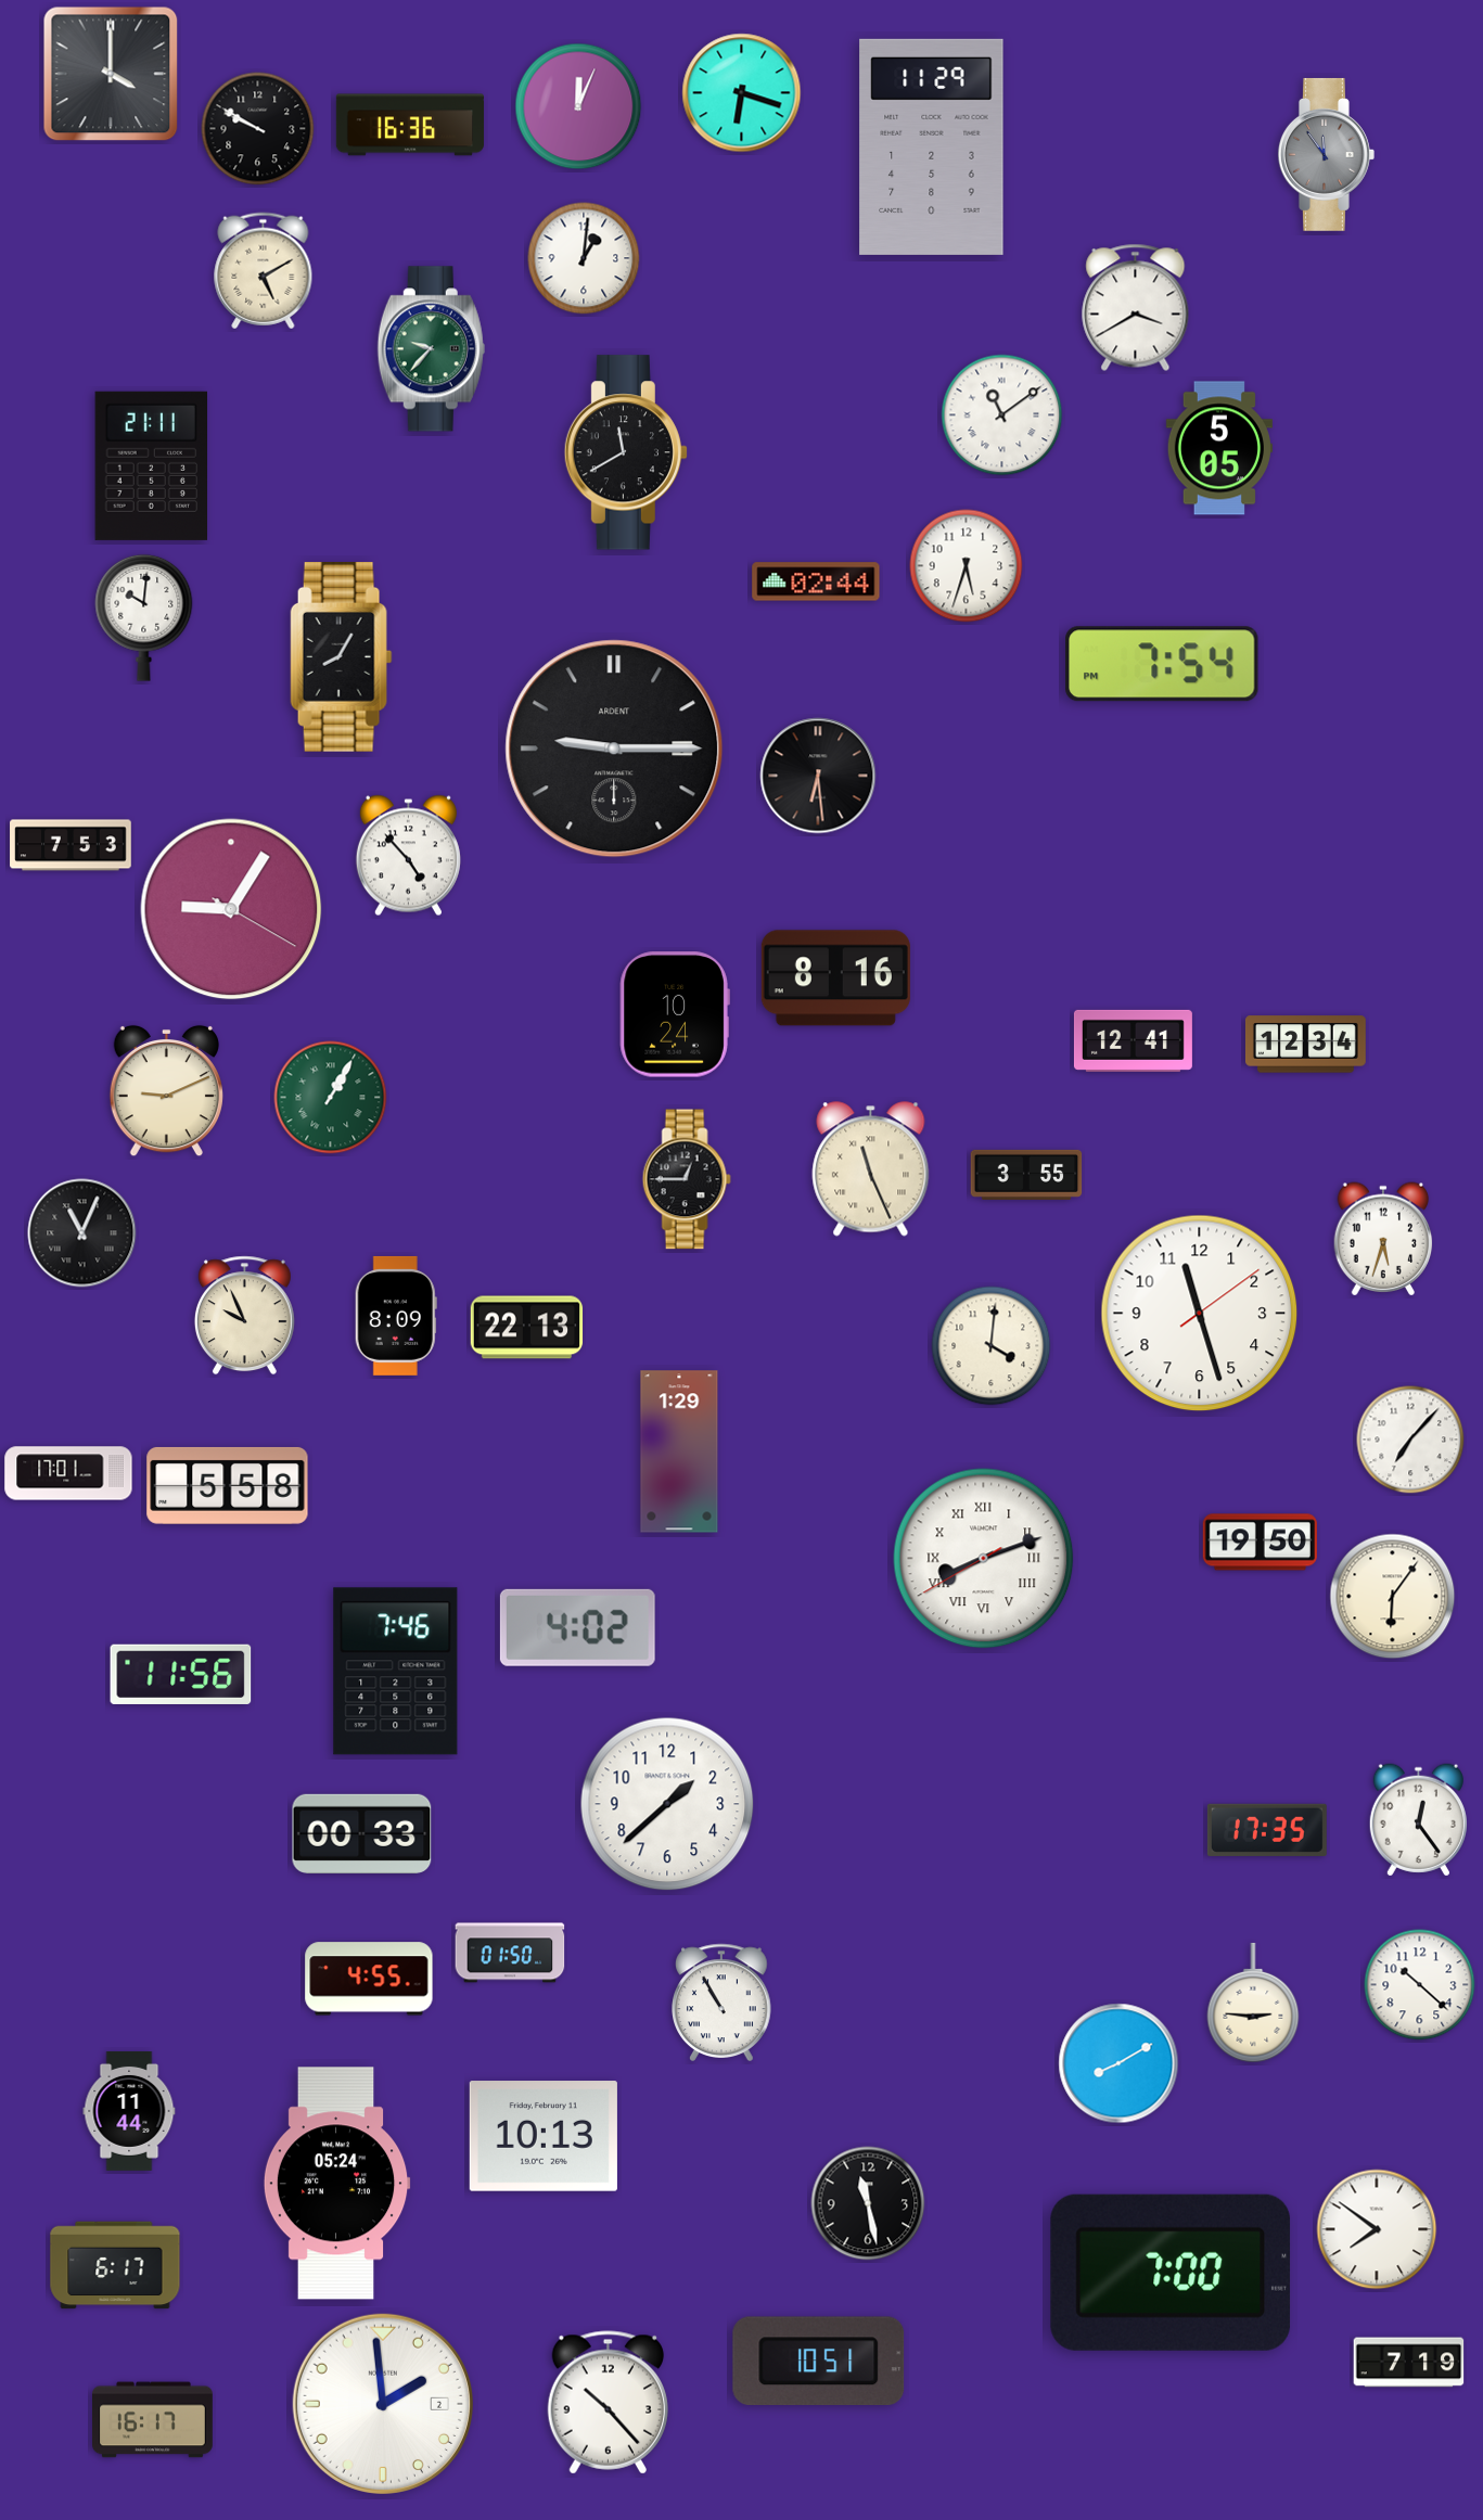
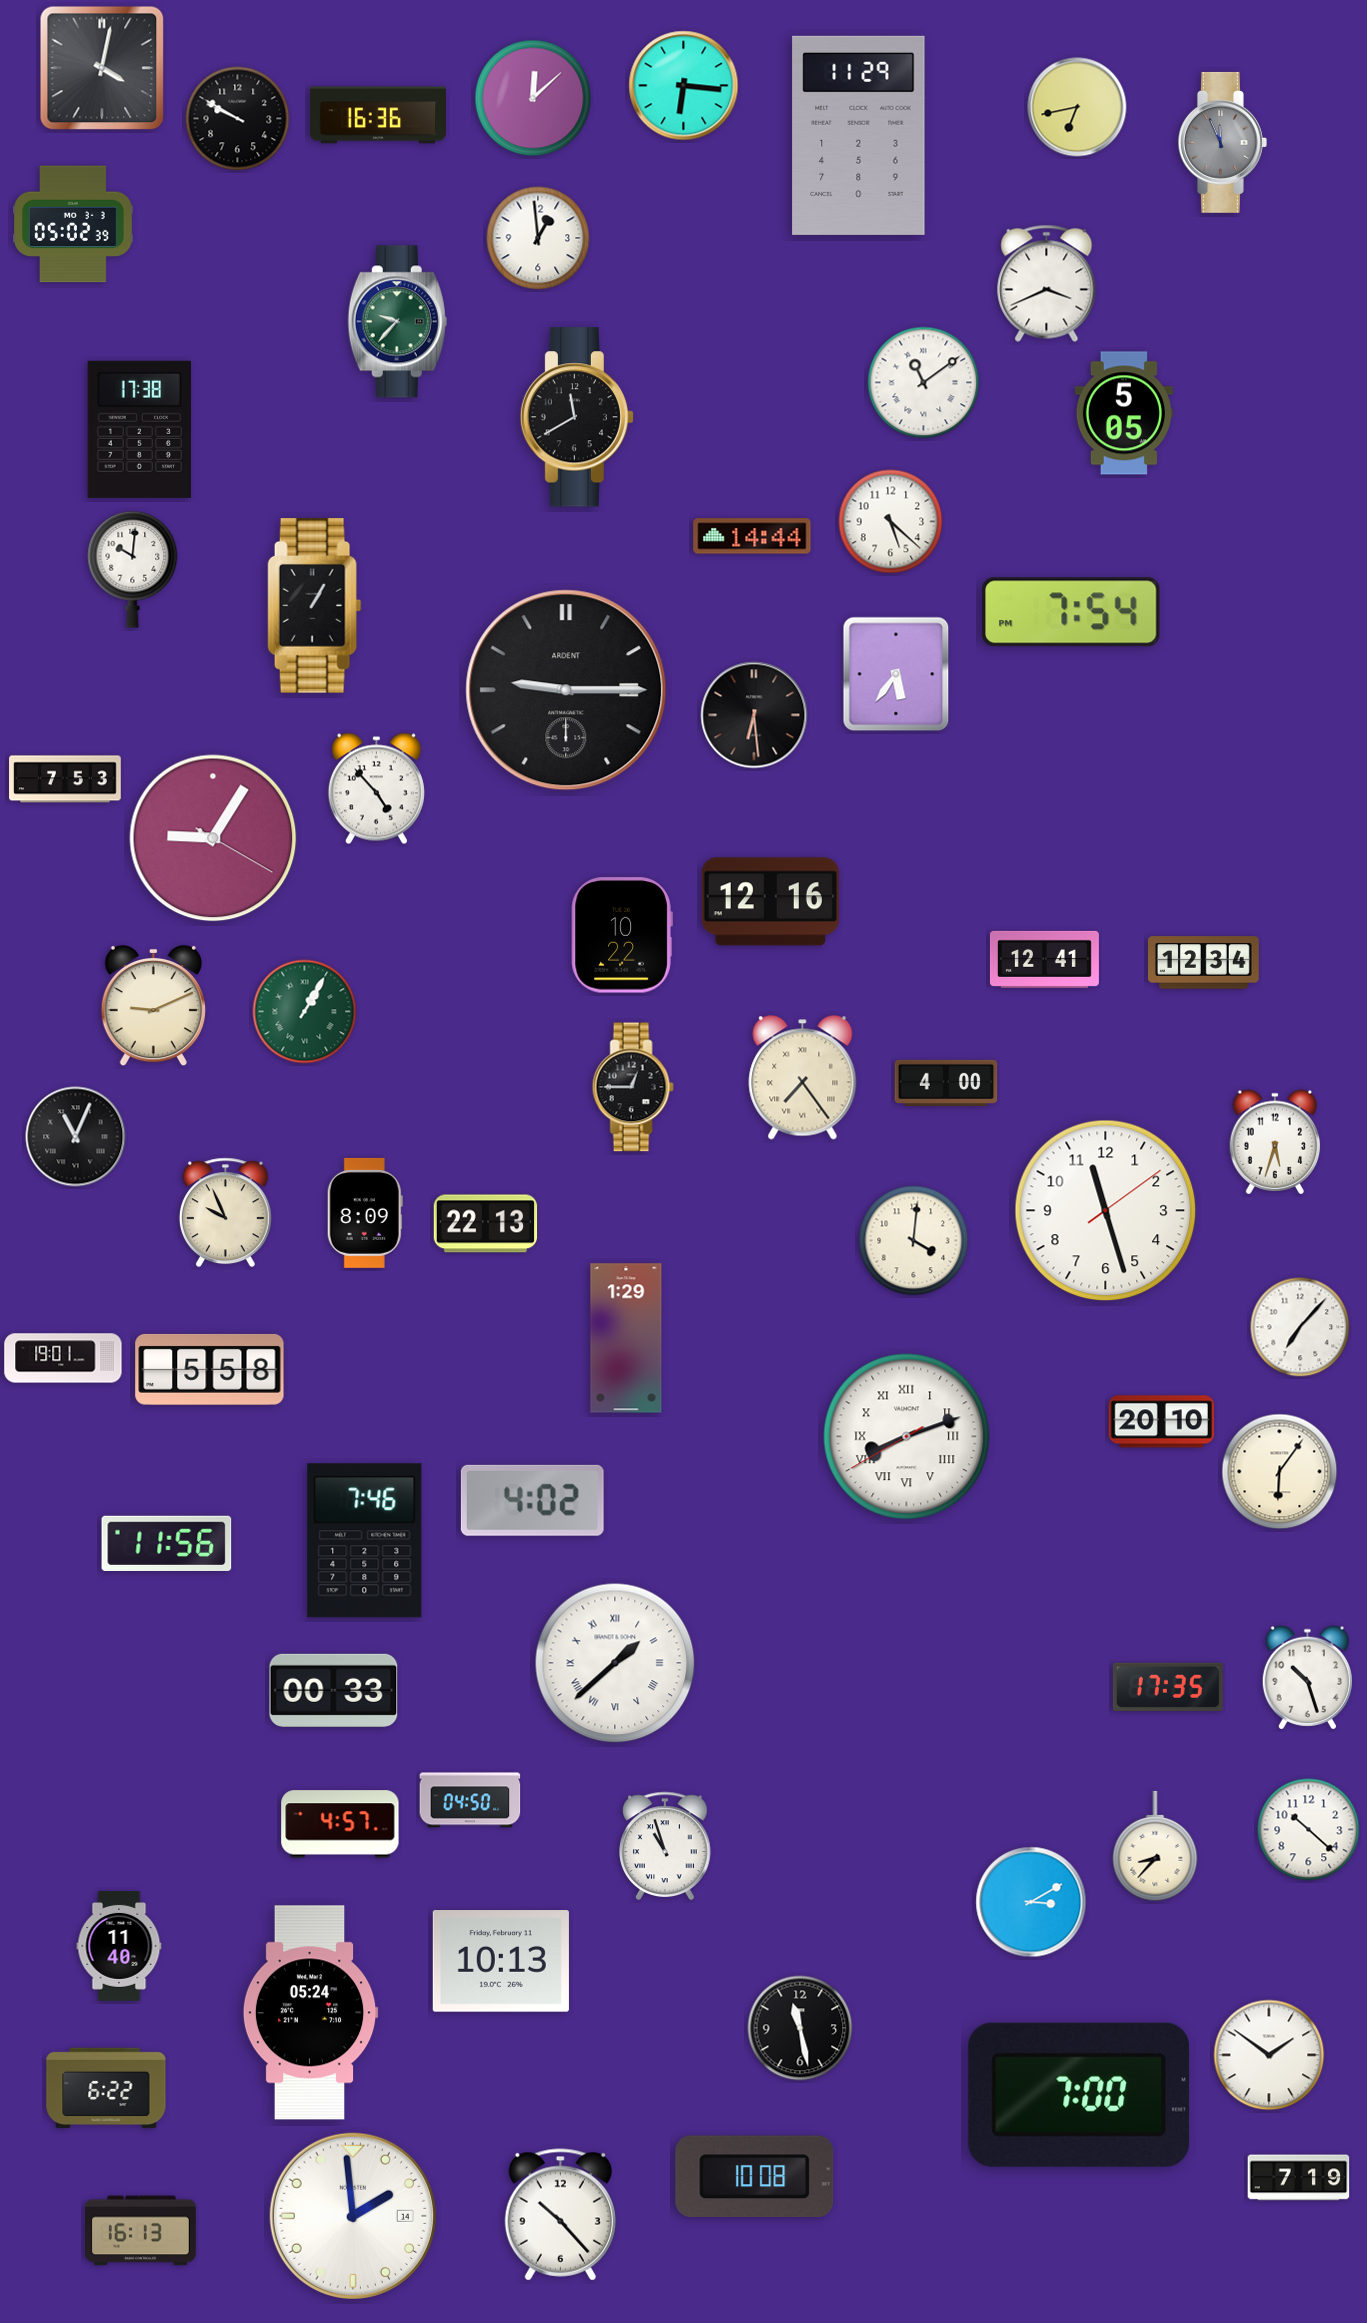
clock at (111, 74): 4:00 -> 4:02
clock at (742, 93): 6:18 -> 6:16
clock at (578, 106): 12:04 -> 12:08
clock at (1077, 107): none -> 6:43
clock at (1326, 154): 11:54 -> 11:56
clock at (73, 224): none -> 05:02
clock at (584, 258): 1:01 -> 12:59
clock at (264, 271): 5:10 -> none
clock at (1136, 307): 3:40 -> 3:41
clock at (151, 465): 21:11 -> 17:38
clock at (967, 566): 5:33 -> 5:22
clock at (816, 581): 02:44 -> 14:44
clock at (342, 657): 8:05 -> 1:05
clock at (896, 674): none -> 5:36
clock at (835, 978): 8:16 -> 12:16
clock at (675, 1014): 10:24 -> 10:22
clock at (871, 1169): 11:26 -> 7:24
clock at (1026, 1175): 3:55 -> 4:00
clock at (68, 1473): 17:01 -> 19:01
clock at (1260, 1543): 19:50 -> 20:10
clock at (1393, 1597) position: (1393, 1597) -> (1280, 1472)
clock at (667, 1804) numerals: Arabic -> Roman
clock at (1418, 1820): 12:24 -> 10:27
clock at (510, 1953): 01:50 -> 04:50
clock at (369, 1979): 4:55 -> 4:57
clock at (721, 2001): 10:55 -> 10:57
clock at (1253, 2003): 2:46 -> 8:37
clock at (1118, 2063): 8:10 -> 3:10
clock at (129, 2111): 11:44 -> 11:40
clock at (544, 2136) position: (544, 2136) -> (501, 1961)
clock at (868, 2203) position: (868, 2203) -> (800, 2028)
clock at (1377, 2229): 7:51 -> 1:51
clock at (115, 2265): 6:17 -> 6:22
clock at (819, 2361): 10:51 -> 10:08
clock at (383, 2404) date: 2 -> 14
clock at (153, 2420): 16:17 -> 16:13
